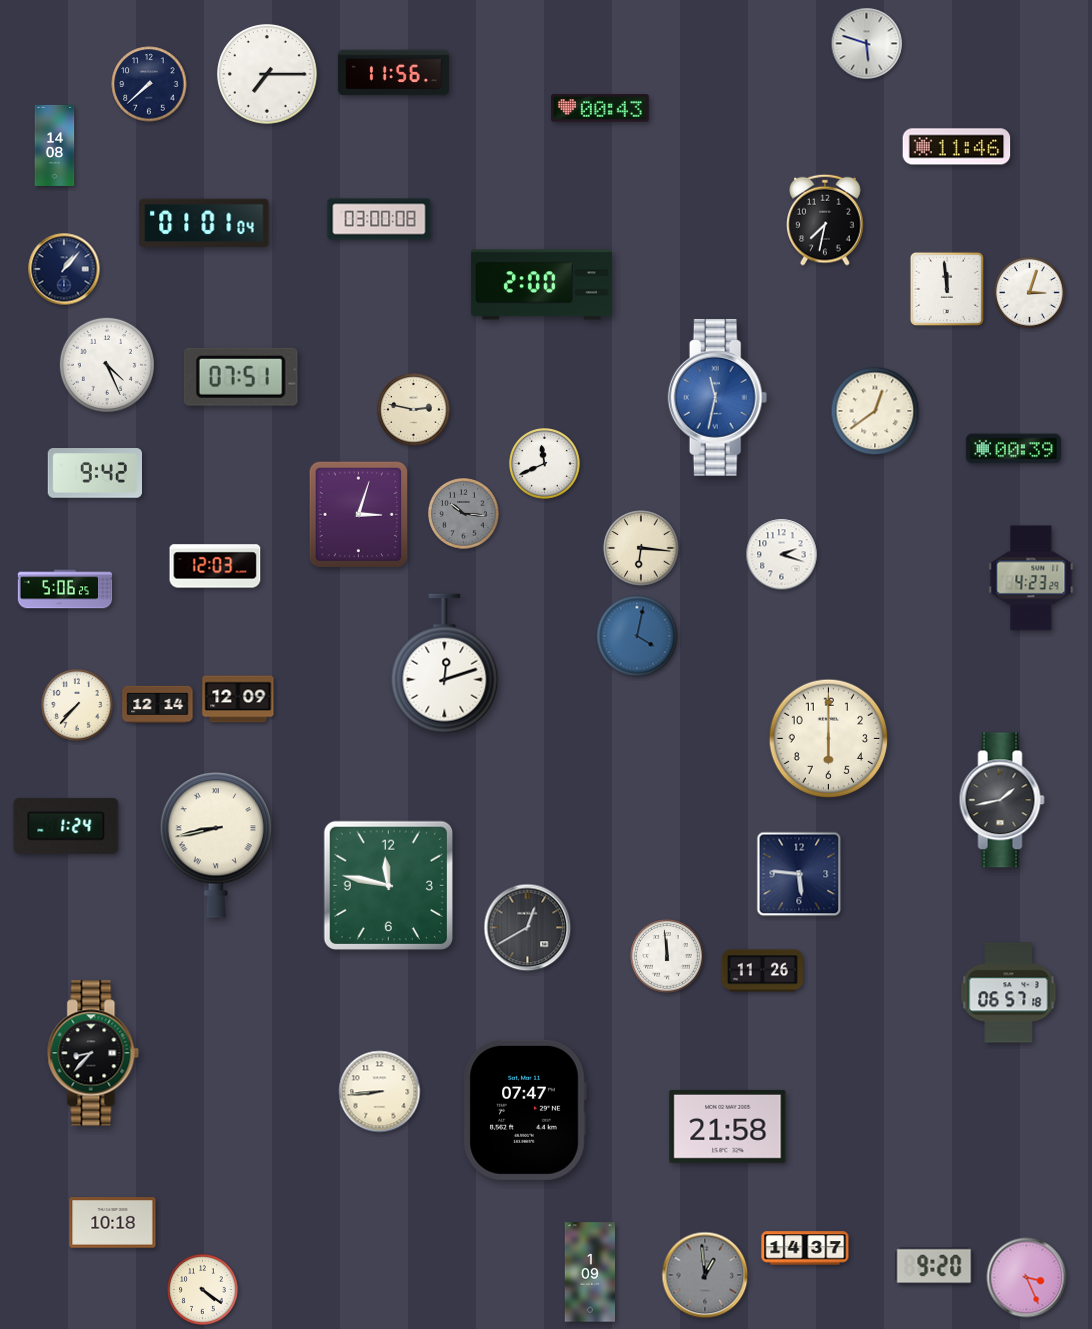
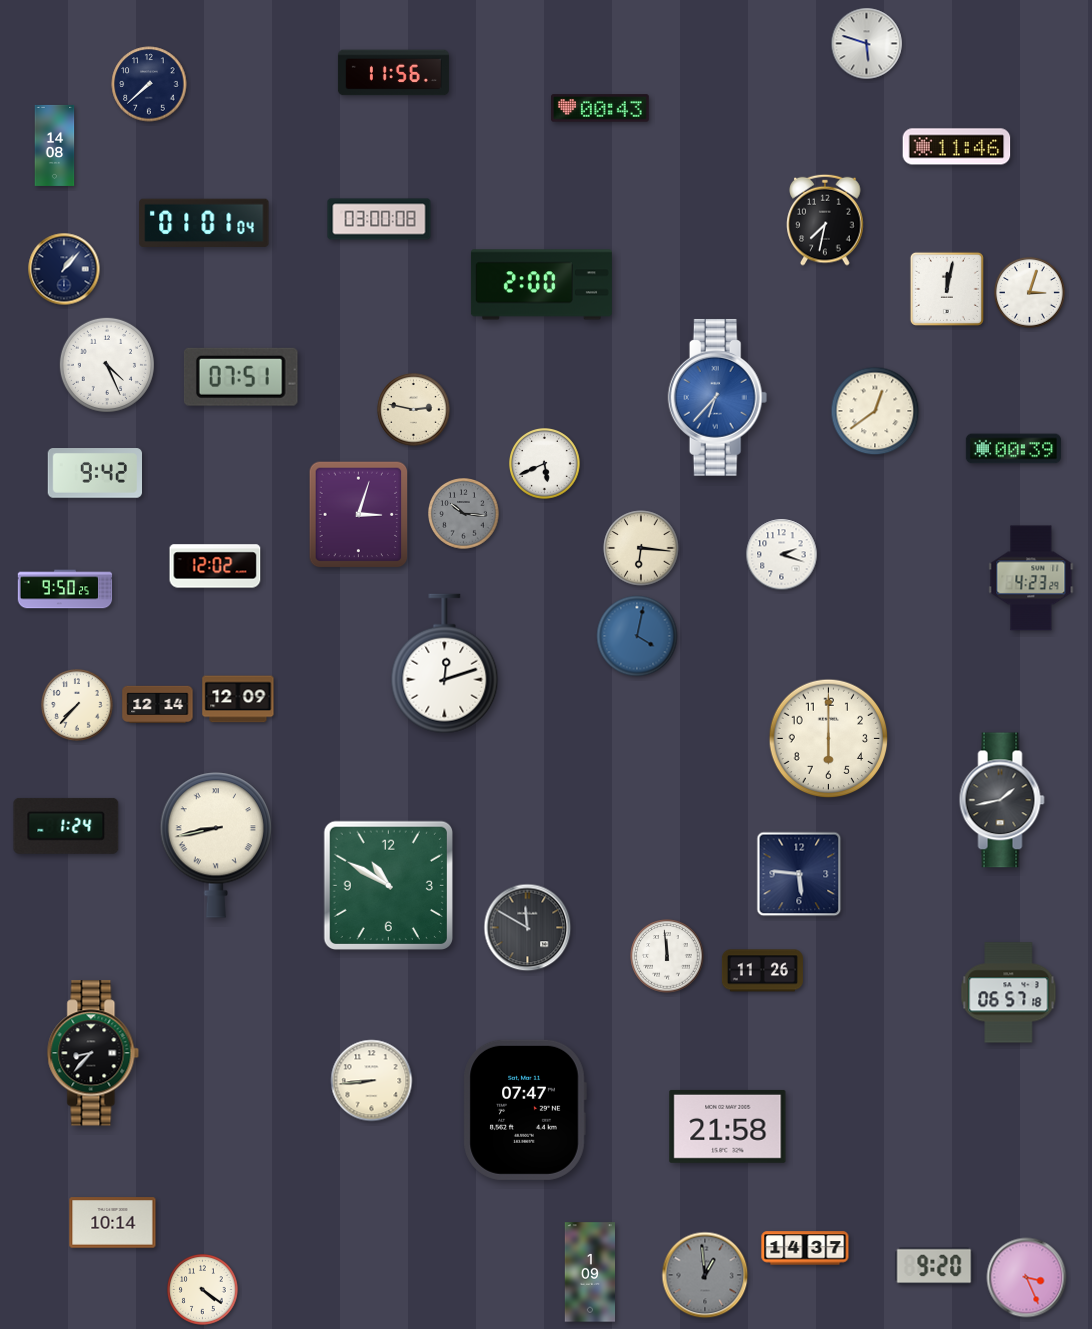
clock at (267, 74): 7:15 -> none
clock at (947, 289): 11:59 -> 12:02
clock at (718, 397): 11:32 -> 6:37
clock at (545, 464): 11:41 -> 5:41
clock at (215, 566): 12:03 -> 12:02
clock at (65, 589): 5:06 -> 9:50
clock at (388, 885): 11:47 -> 10:50
clock at (528, 928): 12:40 -> 11:50
clock at (380, 1092) position: (380, 1092) -> (372, 1081)
clock at (113, 1223): 10:18 -> 10:14
